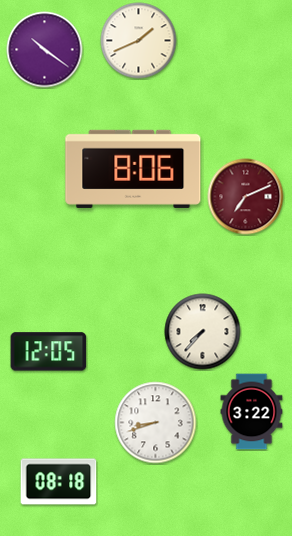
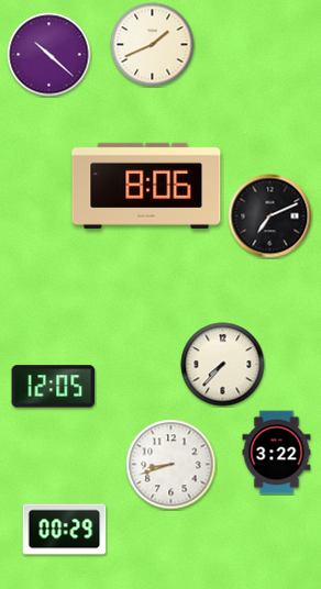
clock at (45, 50): 10:21 -> 10:22
clock at (246, 197) dial: burgundy -> black
clock at (59, 482): 08:18 -> 00:29
